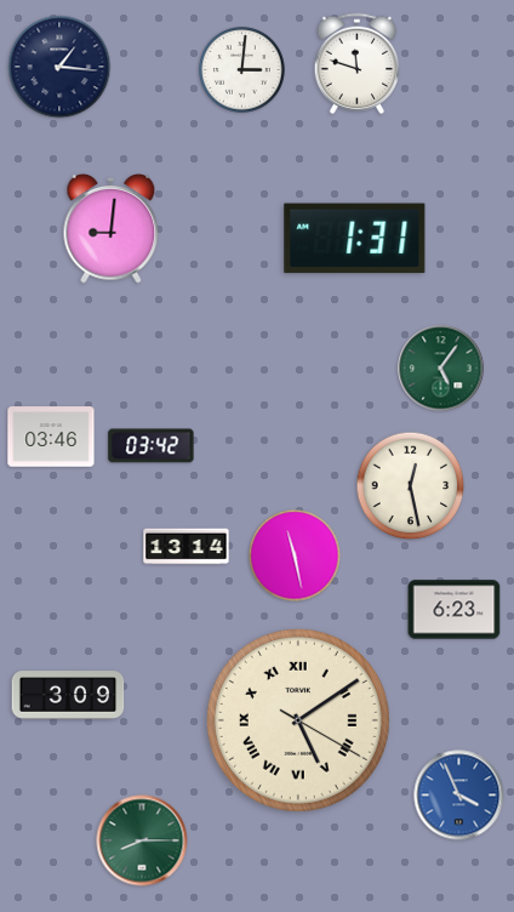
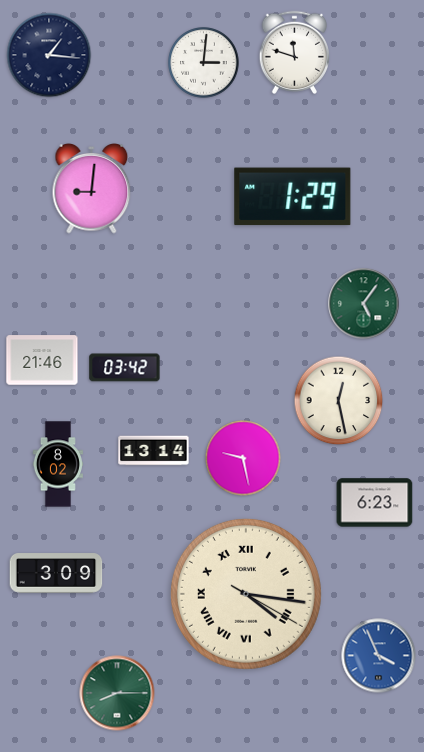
clock at (242, 70) position: (242, 70) -> (204, 63)
clock at (355, 239): 1:31 -> 1:29
clock at (51, 437): 03:46 -> 21:46
clock at (295, 555): 11:28 -> 9:28
clock at (58, 464): none -> 8:02
clock at (298, 720): 5:09 -> 4:16
